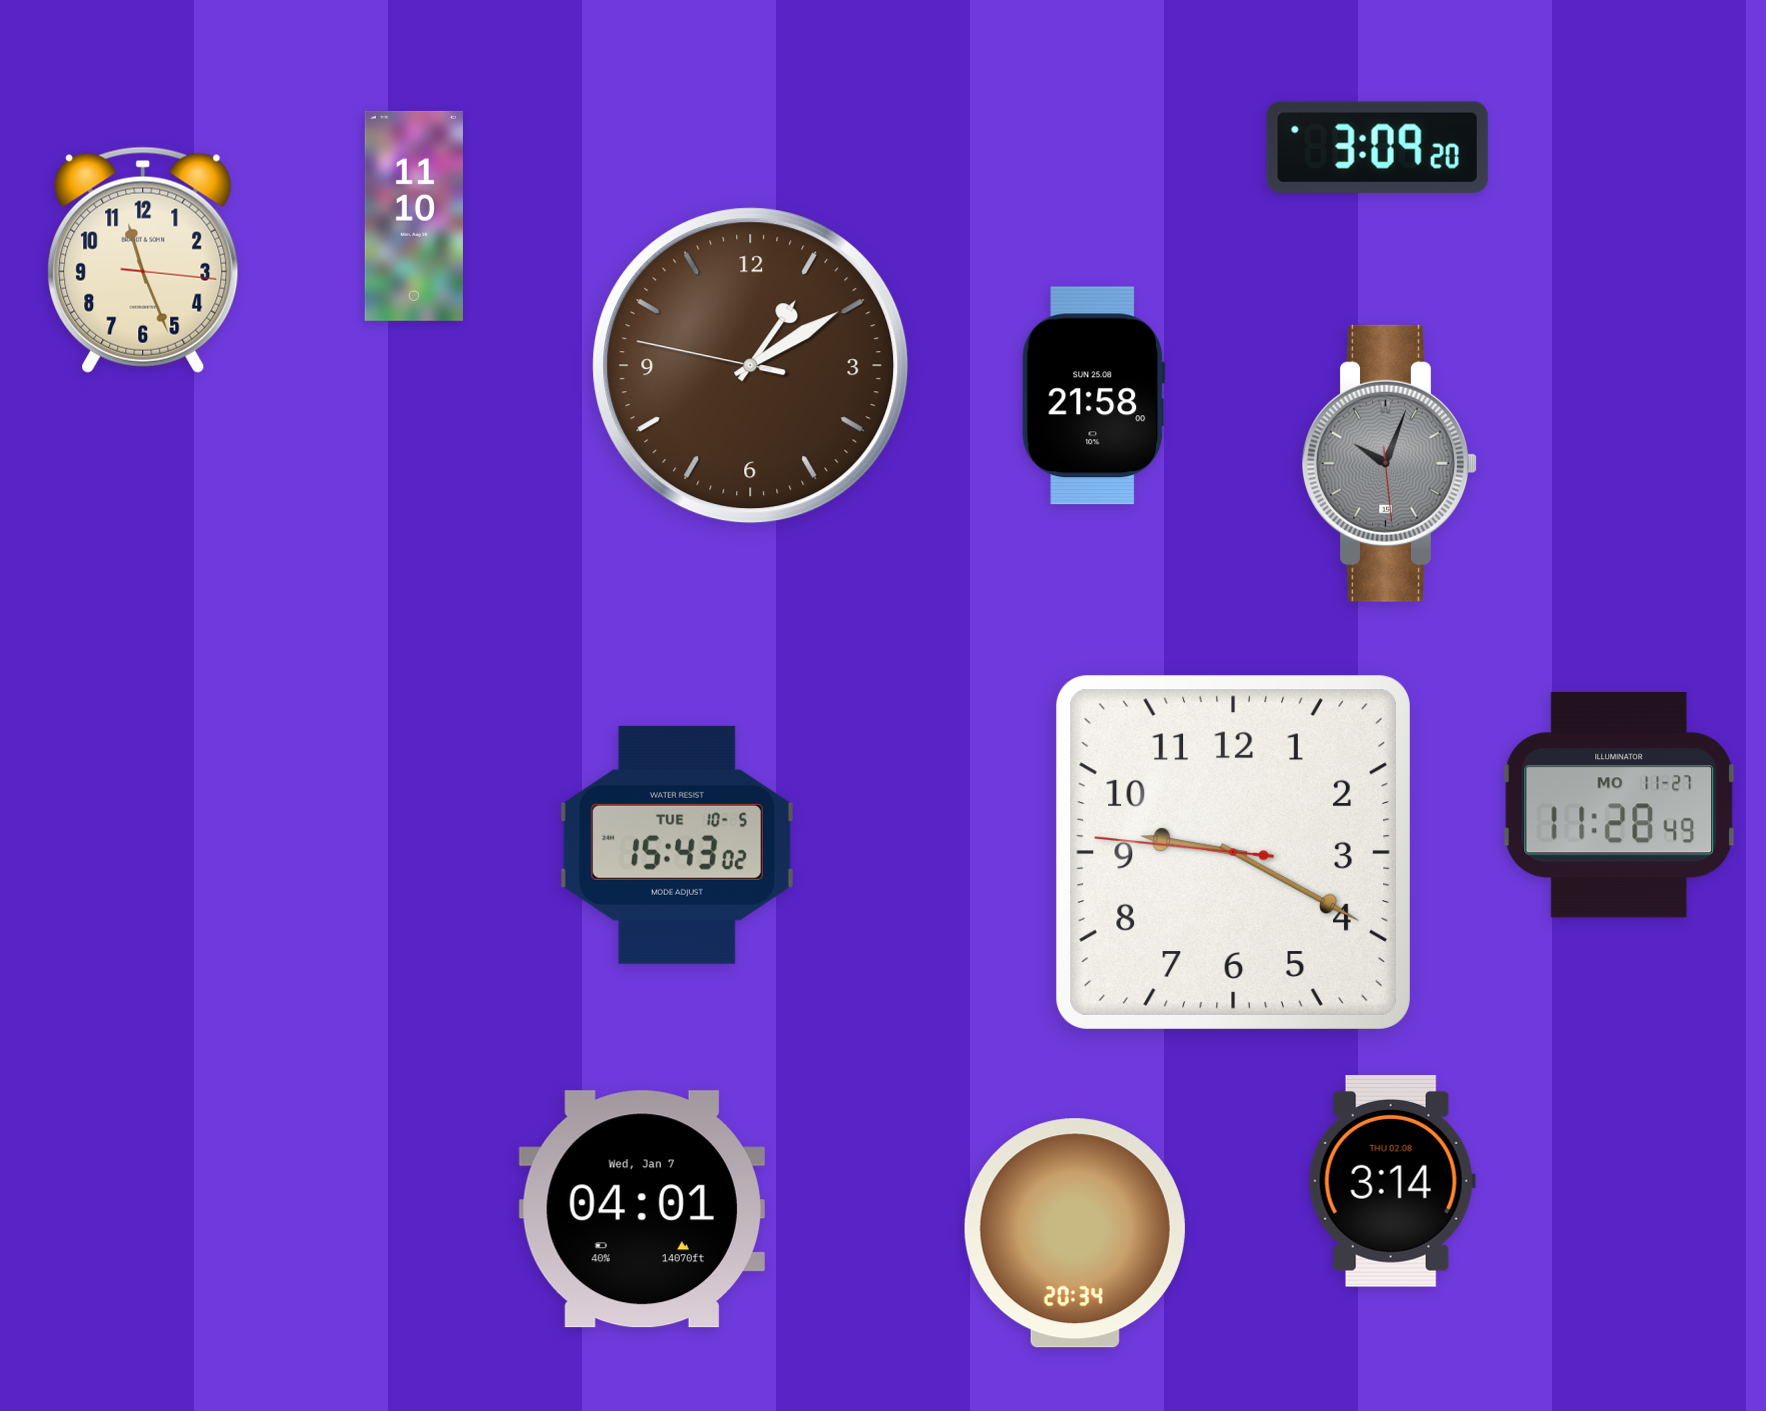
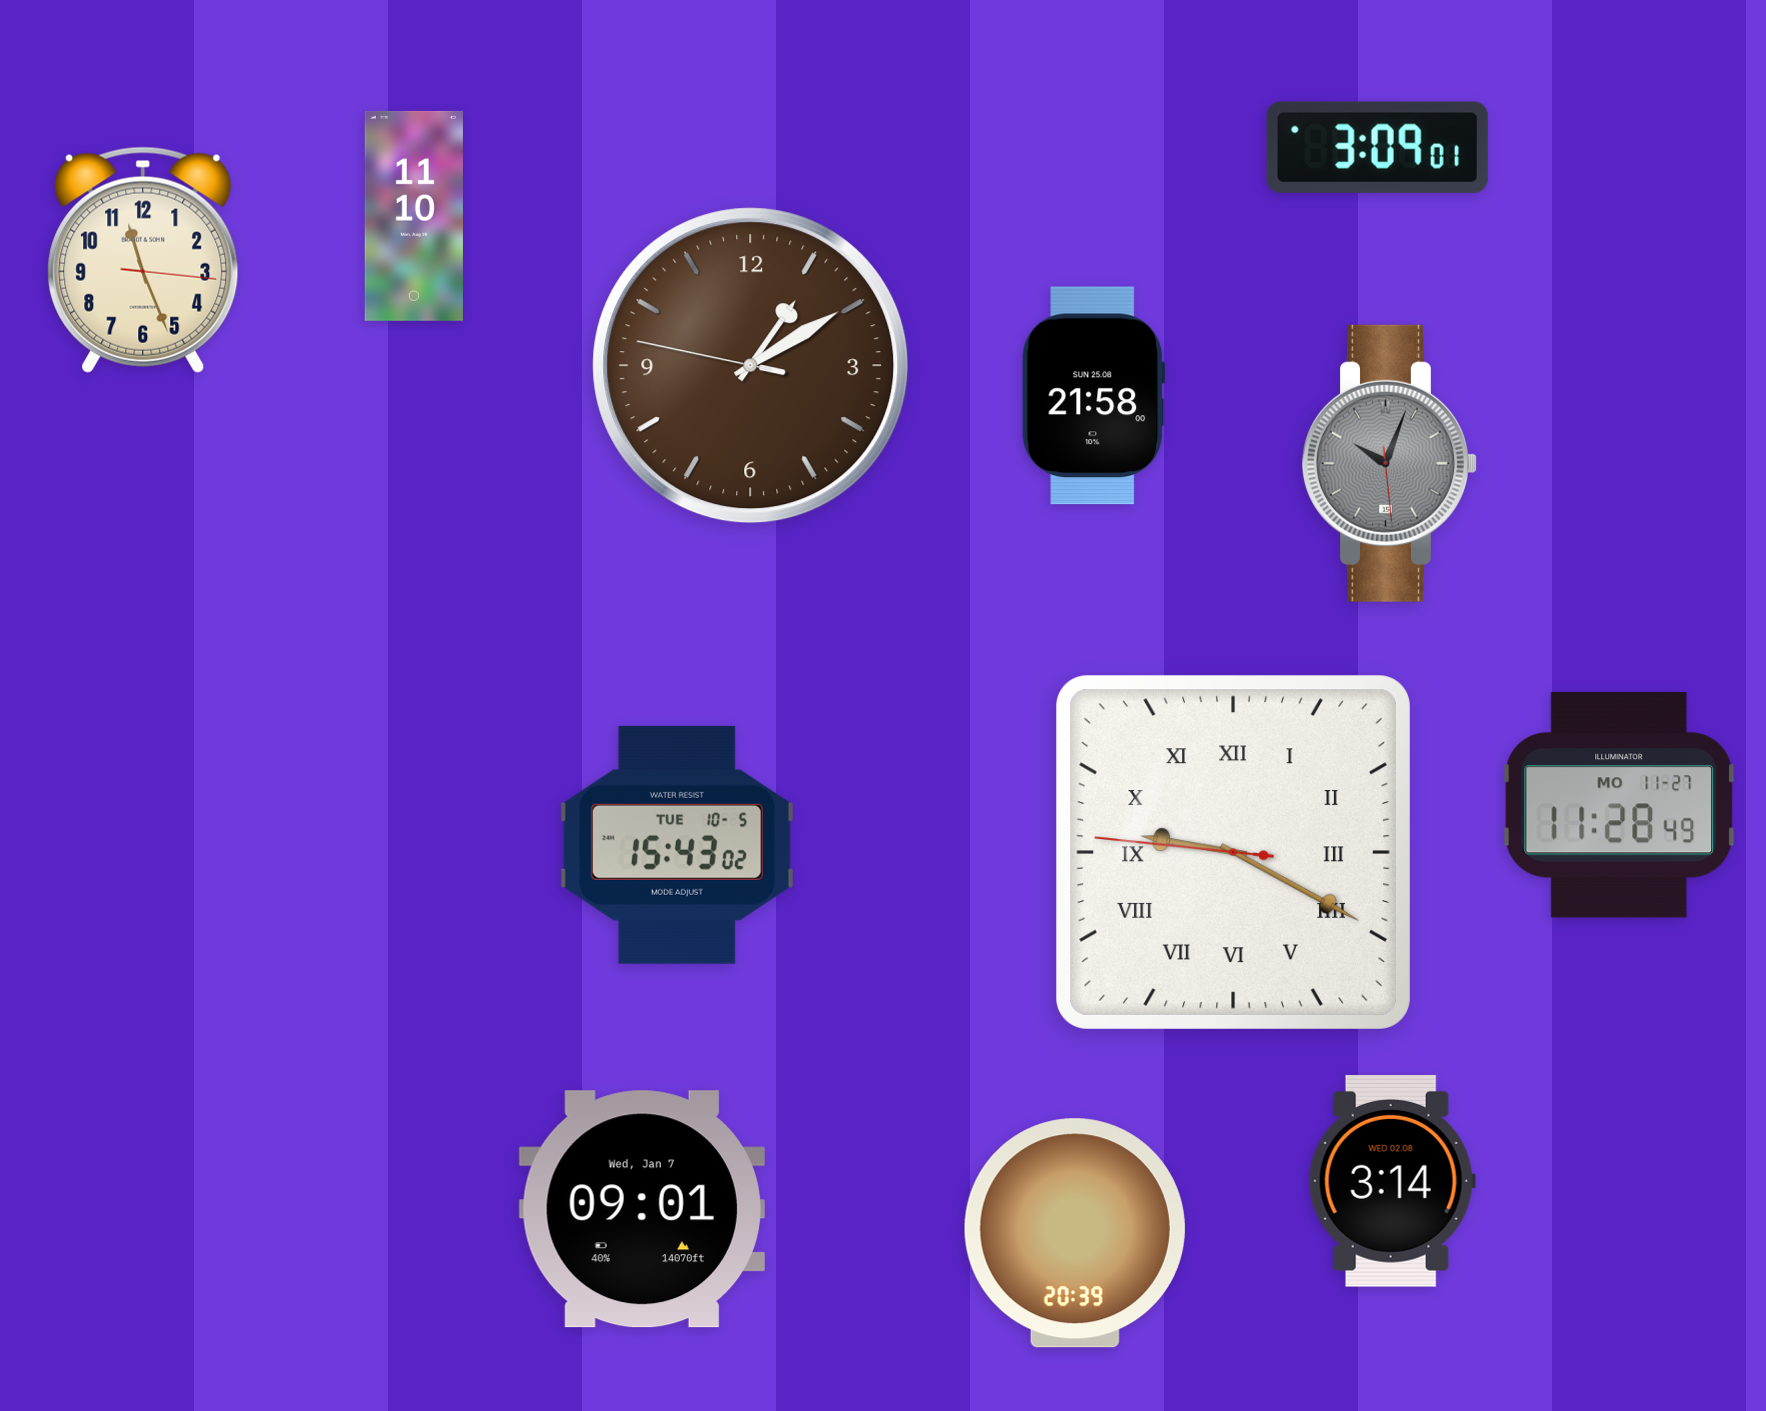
clock at (1377, 147): 3:09:20 -> 3:09:01
clock at (1233, 852) numerals: Arabic -> Roman
clock at (1392, 1181) date: THU 02.08 -> WED 02.08
clock at (642, 1209): 04:01 -> 09:01
clock at (1075, 1233): 20:34 -> 20:39
